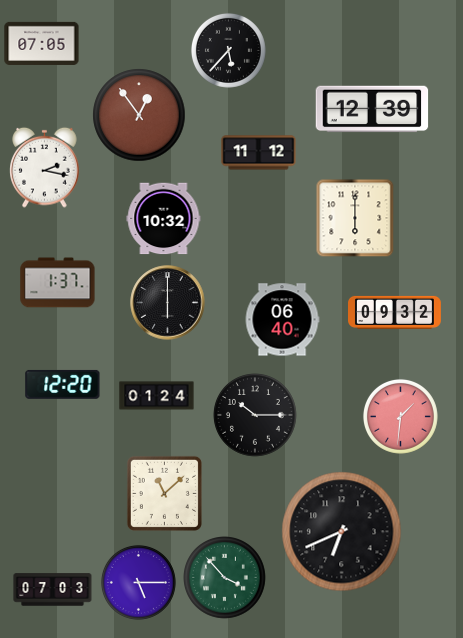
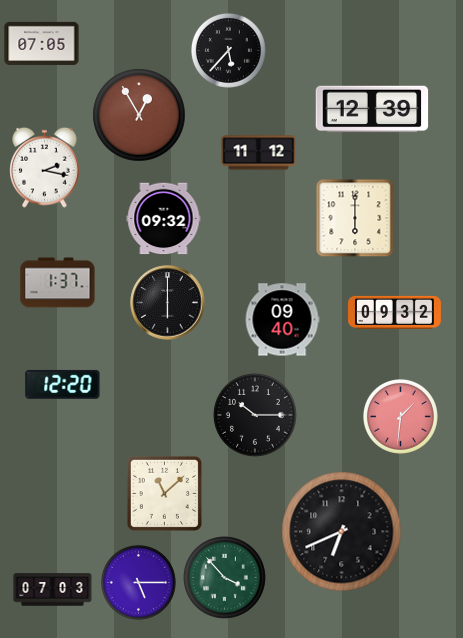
clock at (139, 115): 12:54 -> 12:55
clock at (164, 219): 10:32 -> 09:32
clock at (282, 320): 06:40 -> 09:40
clock at (157, 396): 01:24 -> none
